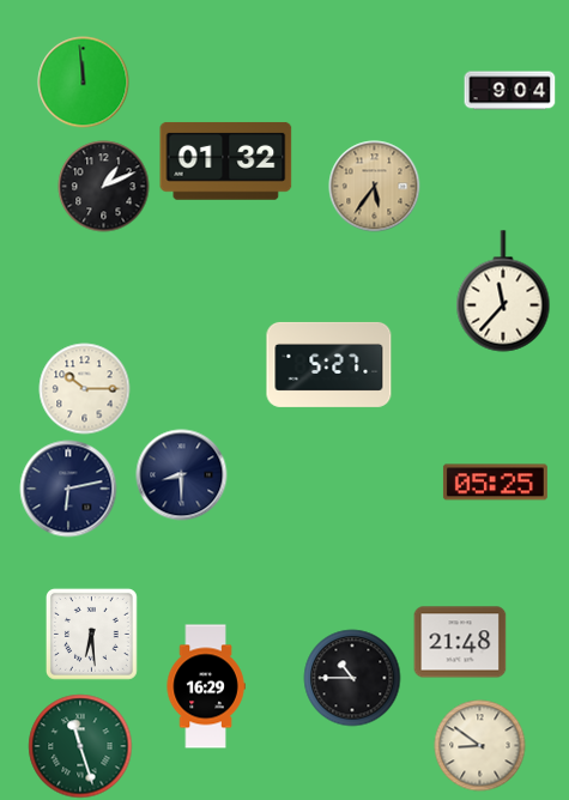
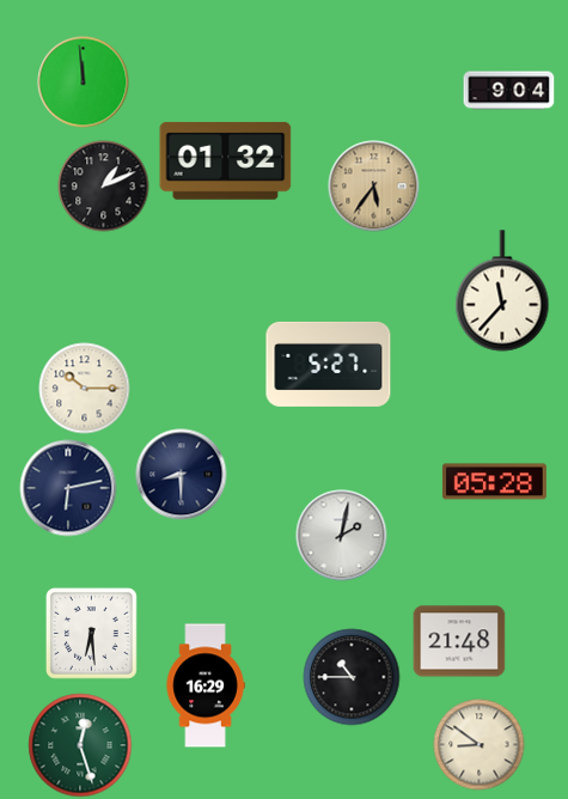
clock at (495, 483): 05:25 -> 05:28
clock at (342, 536): none -> 2:02
clock at (80, 746): 11:27 -> 12:27
